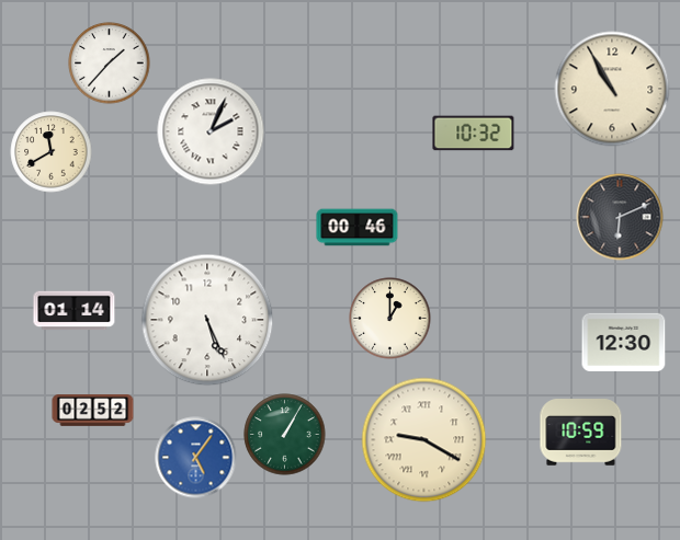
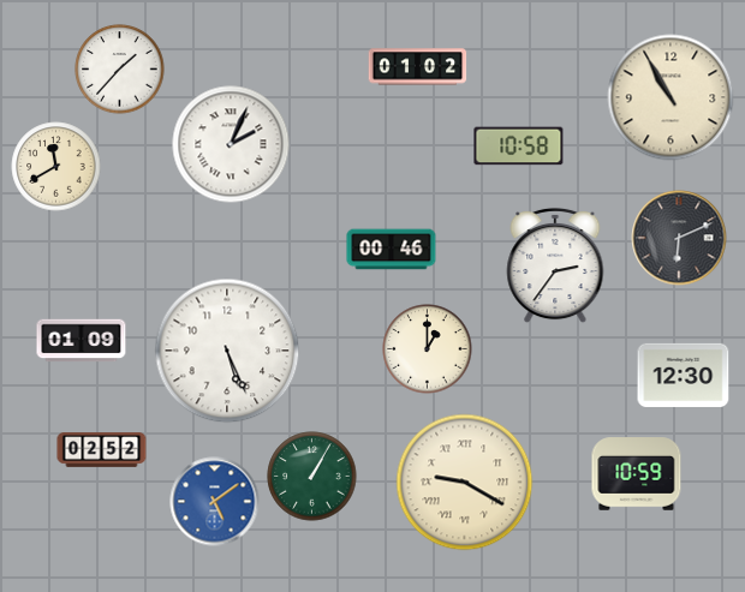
clock at (418, 67): none -> 01:02
clock at (474, 134): 10:32 -> 10:58
clock at (555, 265): none -> 2:36
clock at (75, 311): 01:14 -> 01:09
clock at (196, 458): 5:06 -> 5:09
